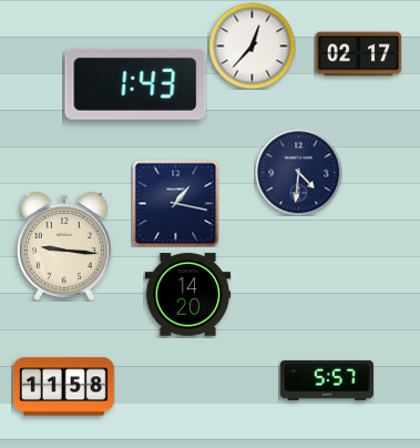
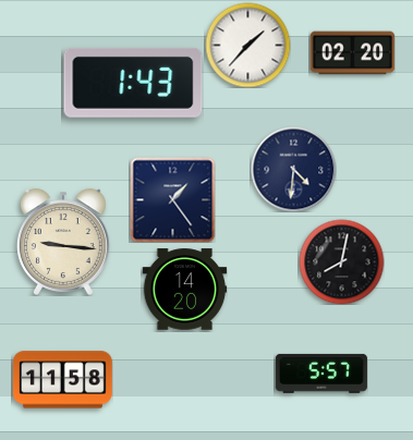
clock at (252, 45): 12:37 -> 1:37
clock at (358, 54): 02:17 -> 02:20
clock at (175, 203): 1:17 -> 1:24
clock at (341, 261): none -> 8:02
